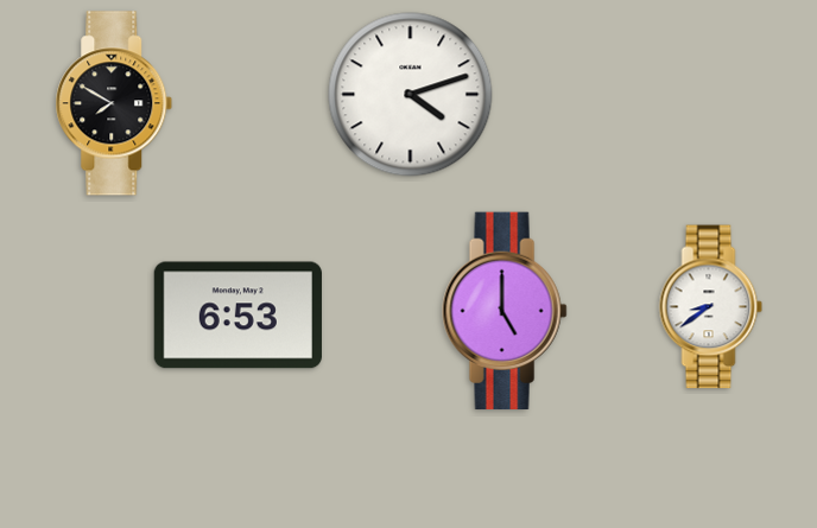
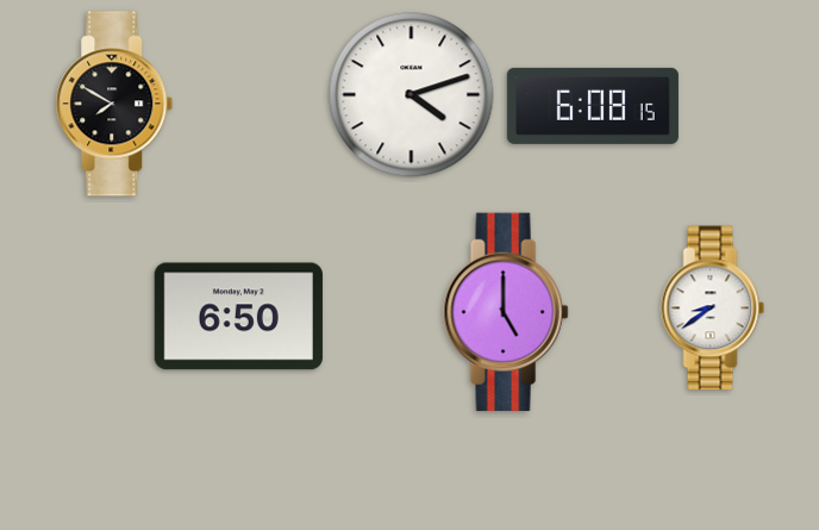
clock at (593, 106): none -> 6:08
clock at (237, 316): 6:53 -> 6:50
